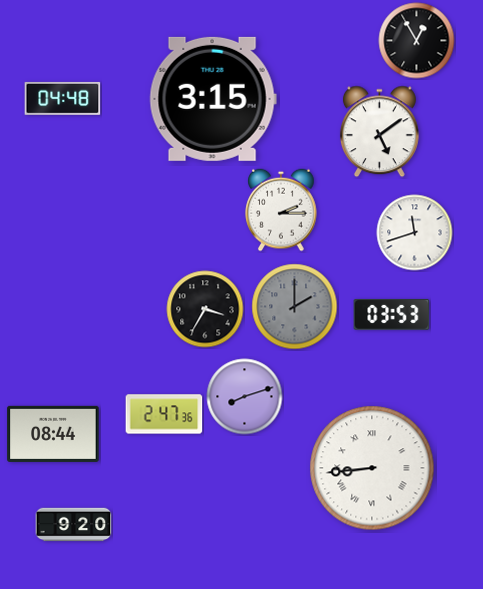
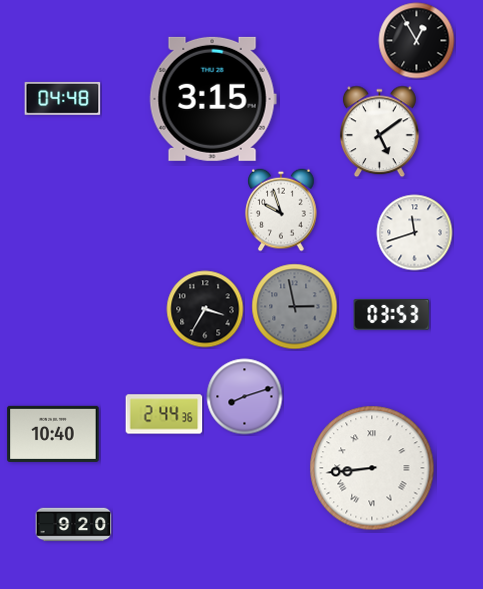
clock at (281, 210): 2:15 -> 9:57
clock at (295, 307): 2:00 -> 2:58
clock at (164, 414): 2:47 -> 2:44
clock at (53, 434): 08:44 -> 10:40
